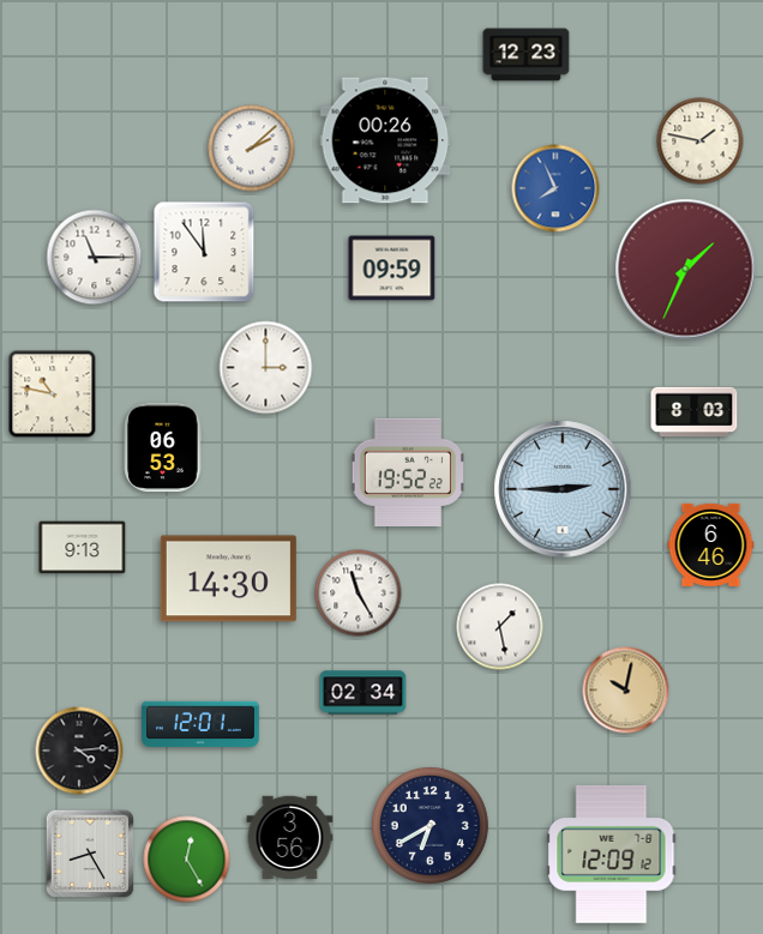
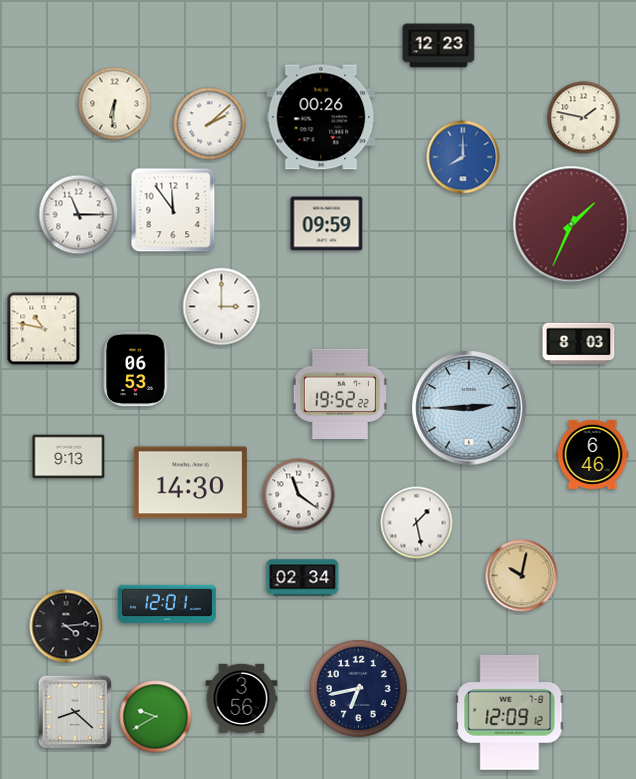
clock at (115, 104): none -> 6:31
clock at (555, 188): 7:56 -> 8:00
clock at (204, 252) position: (204, 252) -> (173, 210)
clock at (163, 447) position: (163, 447) -> (136, 369)
clock at (359, 593): 11:25 -> 11:21
clock at (429, 825): 6:40 -> 6:43
clock at (90, 854): 8:25 -> 8:22
clock at (187, 860): 12:25 -> 9:40
